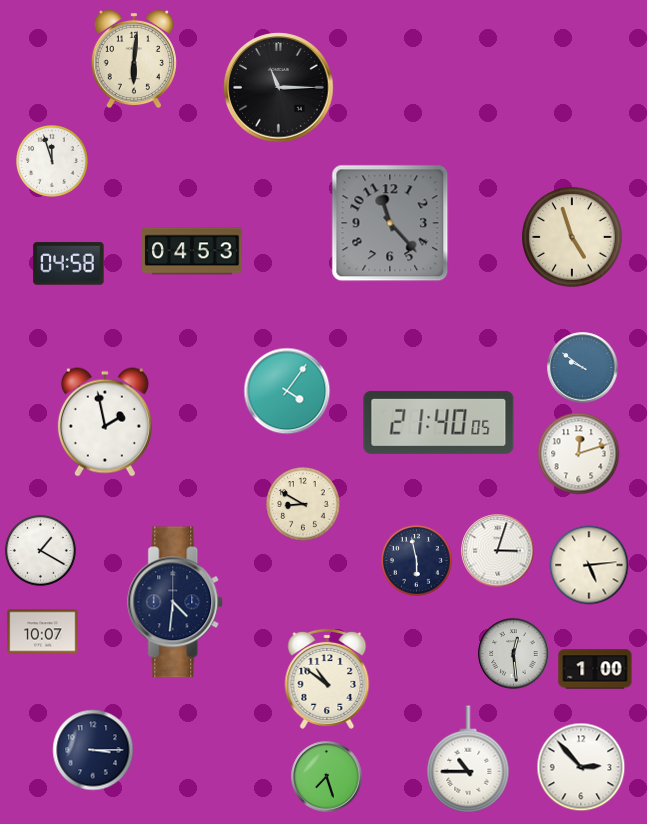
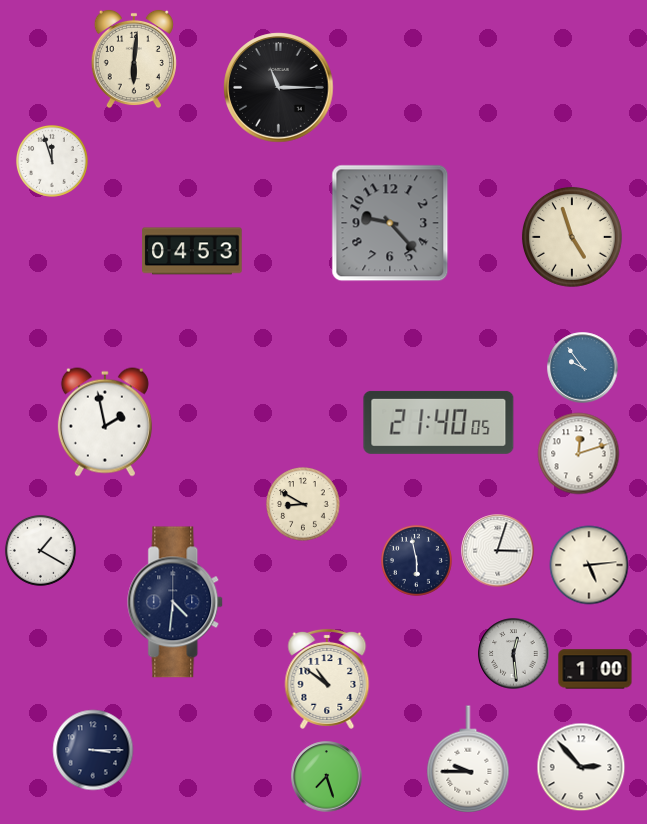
clock at (390, 223): 11:23 -> 9:23
clock at (69, 264): 04:58 -> none
clock at (583, 368): 9:51 -> 9:54
clock at (287, 391): 4:06 -> none
clock at (43, 632): 10:07 -> none
clock at (468, 759): 10:45 -> 9:45
